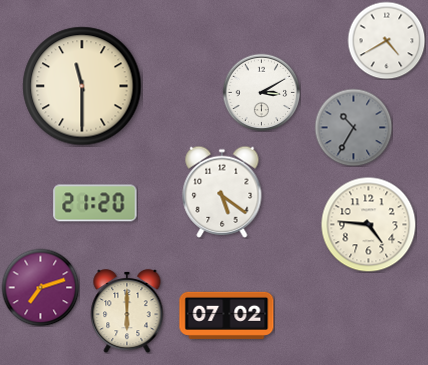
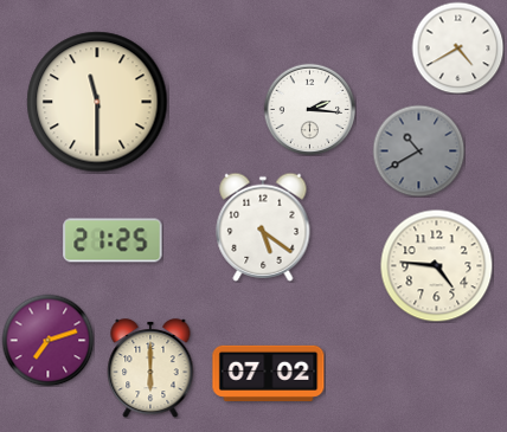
clock at (261, 92): 3:10 -> 2:16
clock at (353, 127): 10:35 -> 10:40
clock at (95, 203): 21:20 -> 21:25
